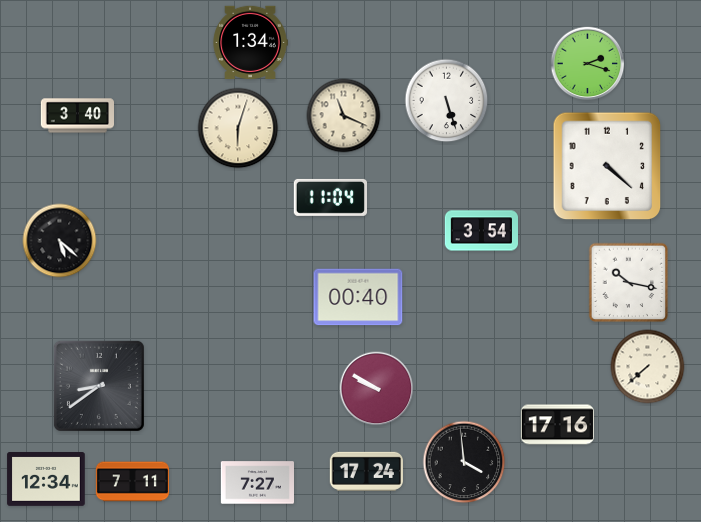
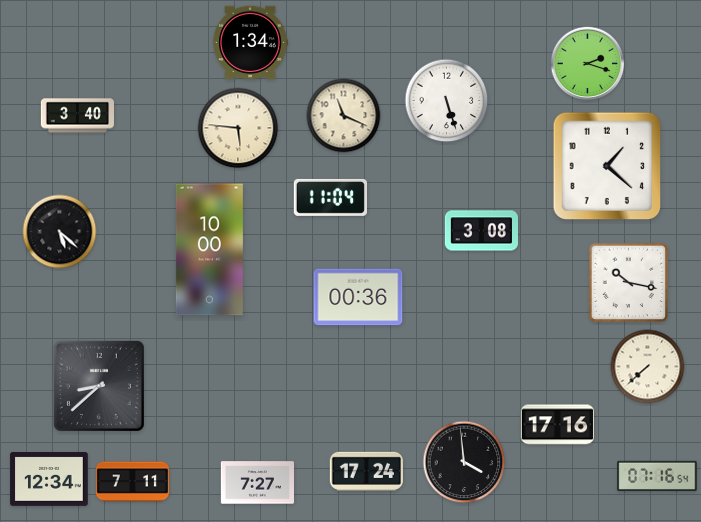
clock at (238, 128): 6:03 -> 5:46
clock at (607, 166): 4:22 -> 1:22
clock at (481, 231): 3:54 -> 3:08
clock at (60, 241) position: (60, 241) -> (60, 232)
clock at (209, 250): none -> 10:00
clock at (358, 297): 00:40 -> 00:36
clock at (99, 386): 8:39 -> 8:38
clock at (377, 389): 9:50 -> none
clock at (657, 476): none -> 07:16
clock at (46, 480) position: (46, 480) -> (49, 480)
